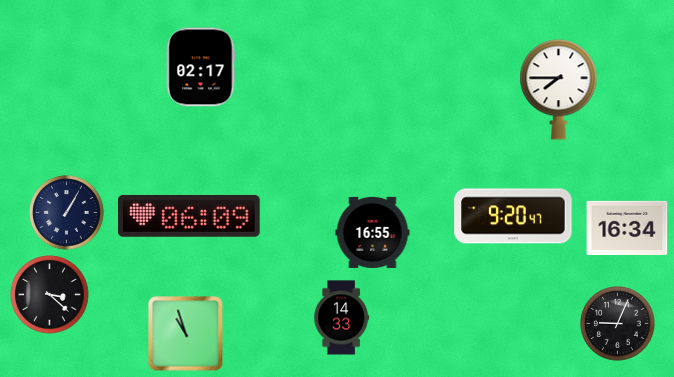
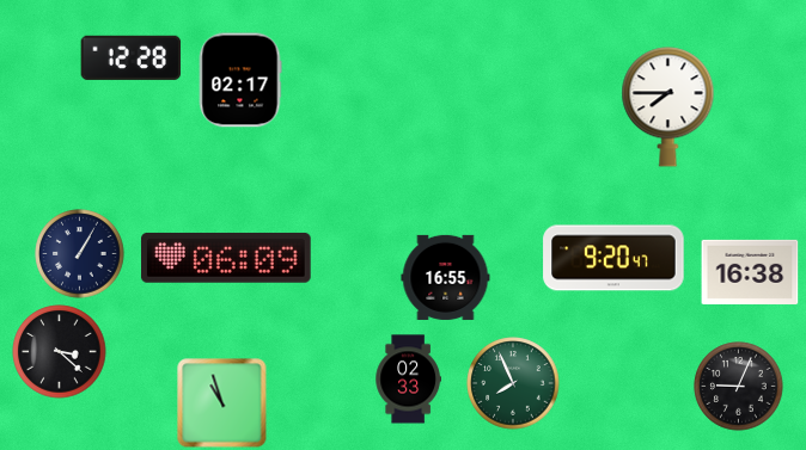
clock at (132, 57): none -> 12:28
clock at (627, 228): 16:34 -> 16:38
clock at (341, 318): 14:33 -> 02:33
clock at (513, 383): none -> 7:56
clock at (186, 334) position: (186, 334) -> (222, 403)
